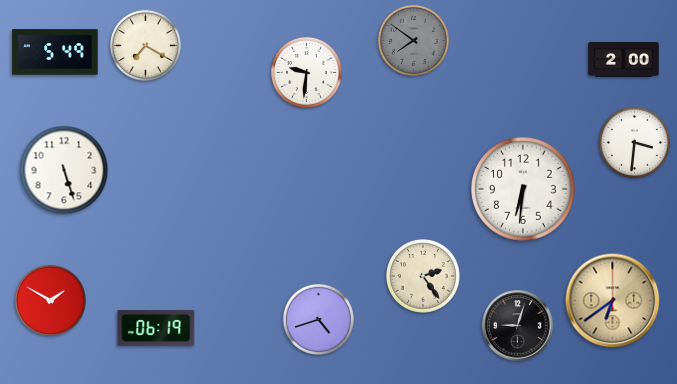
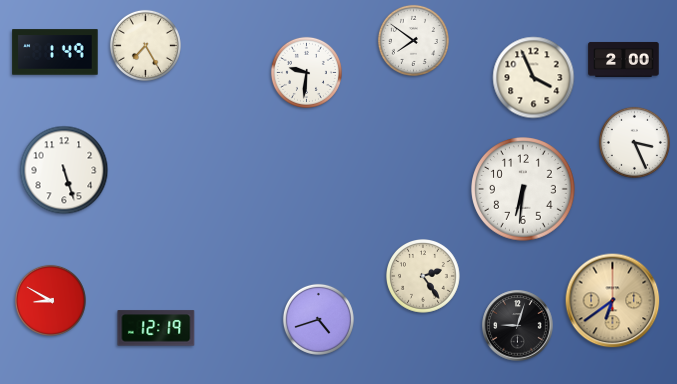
clock at (413, 40) dial: grey -> white
clock at (145, 45): 7:20 -> 7:25
clock at (55, 52): 5:49 -> 1:49
clock at (534, 78): none -> 3:56
clock at (634, 142): 3:31 -> 3:26
clock at (50, 300): 1:50 -> 8:50
clock at (156, 328): 06:19 -> 12:19
